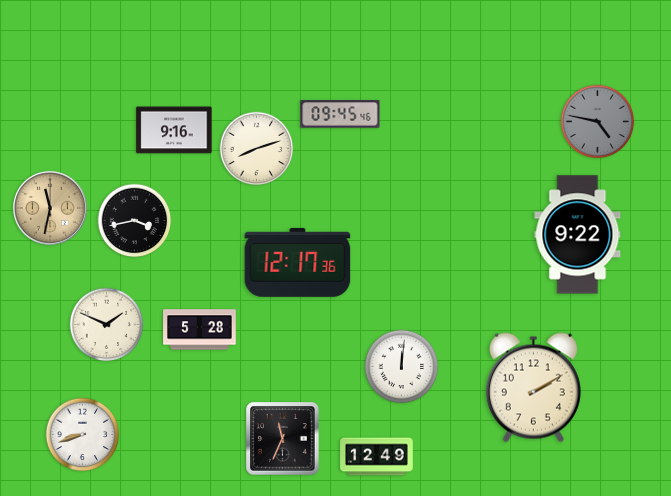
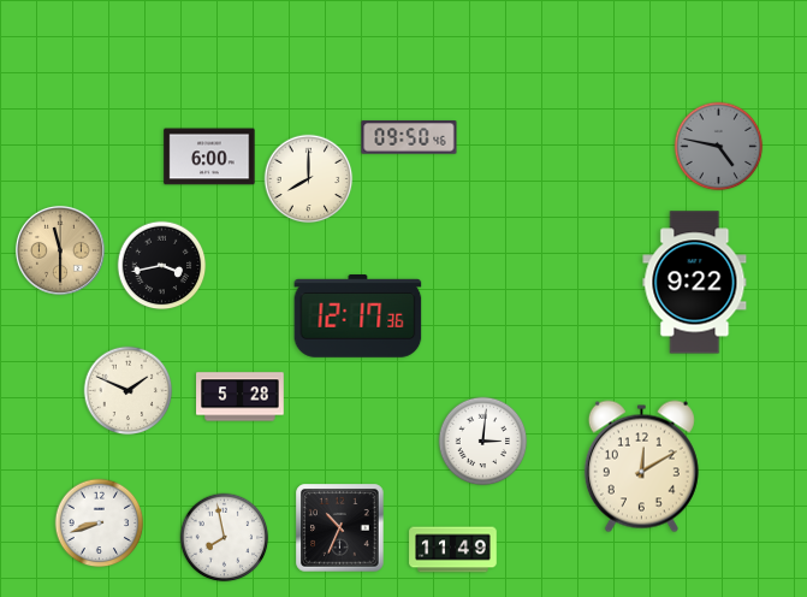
clock at (340, 114): 09:45 -> 09:50
clock at (174, 130): 9:16 -> 6:00
clock at (257, 149): 8:12 -> 8:00
clock at (50, 208): 11:32 -> 11:30
clock at (402, 367): 12:01 -> 3:01
clock at (533, 388): 2:10 -> 12:10
clock at (283, 439): 11:34 -> 10:34
clock at (225, 538): none -> 7:58
clock at (377, 457): 12:49 -> 11:49
